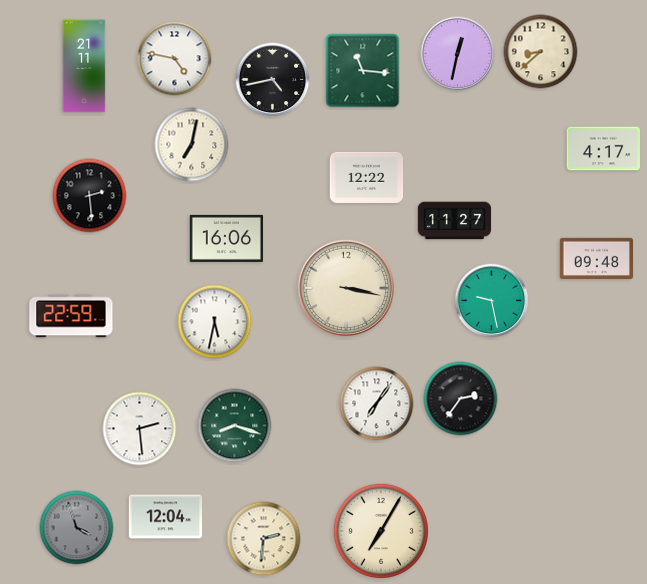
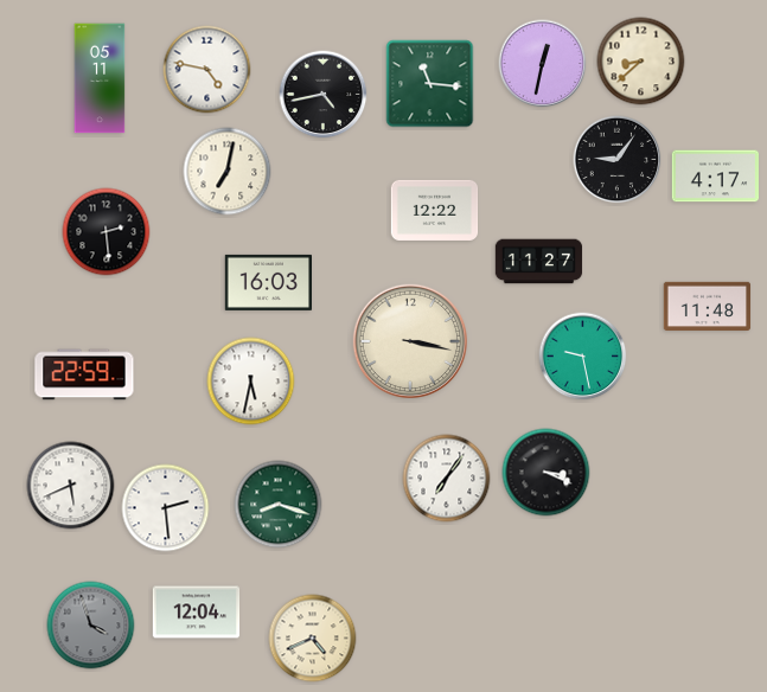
clock at (84, 66): 21:11 -> 05:11
clock at (618, 160): none -> 9:06
clock at (226, 238): 16:06 -> 16:03
clock at (597, 258): 09:48 -> 11:48
clock at (215, 322) position: (215, 322) -> (251, 382)
clock at (461, 399): 2:36 -> 3:19
clock at (71, 486): none -> 5:41
clock at (381, 531): 7:05 -> none
clock at (264, 539): 2:31 -> 4:41
